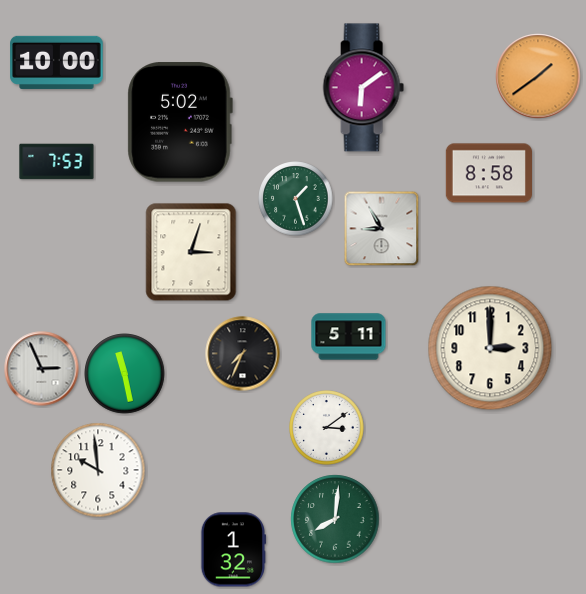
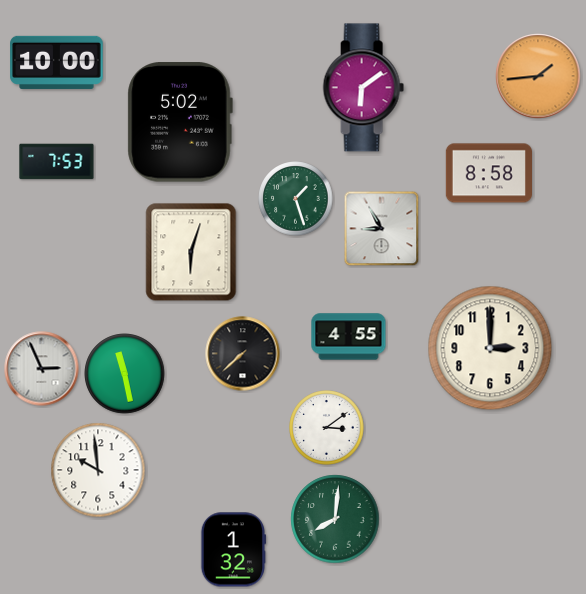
clock at (538, 76): 1:39 -> 1:44
clock at (191, 252): 3:03 -> 6:03
clock at (349, 337): 5:11 -> 4:55
clock at (243, 354): 7:34 -> 7:38
